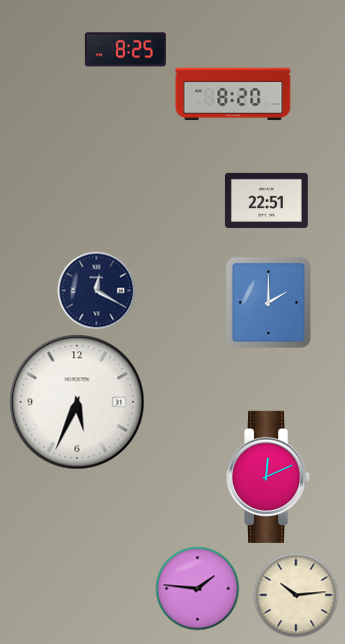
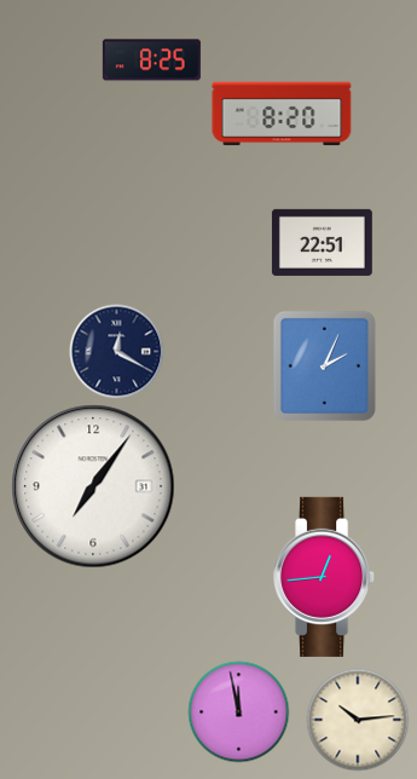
clock at (268, 302): 2:00 -> 2:04
clock at (77, 402): 5:34 -> 7:06
clock at (269, 477): 12:11 -> 12:44
clock at (197, 588): 1:46 -> 11:58
